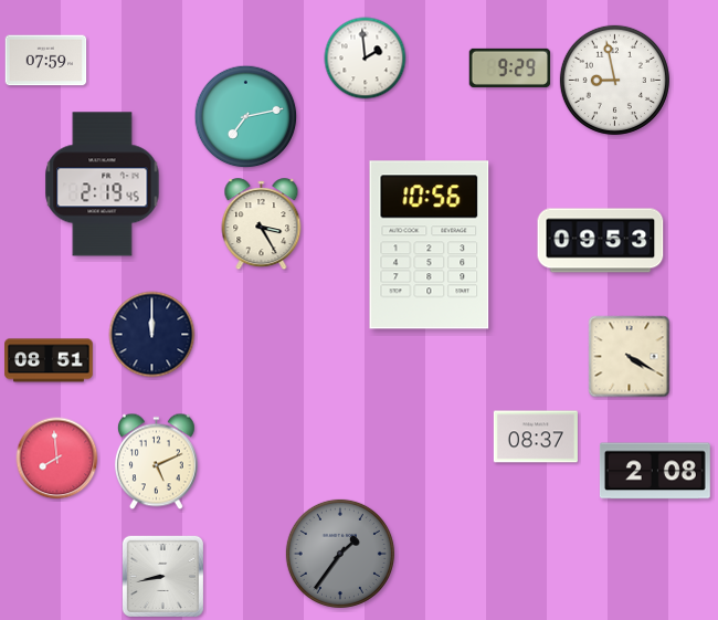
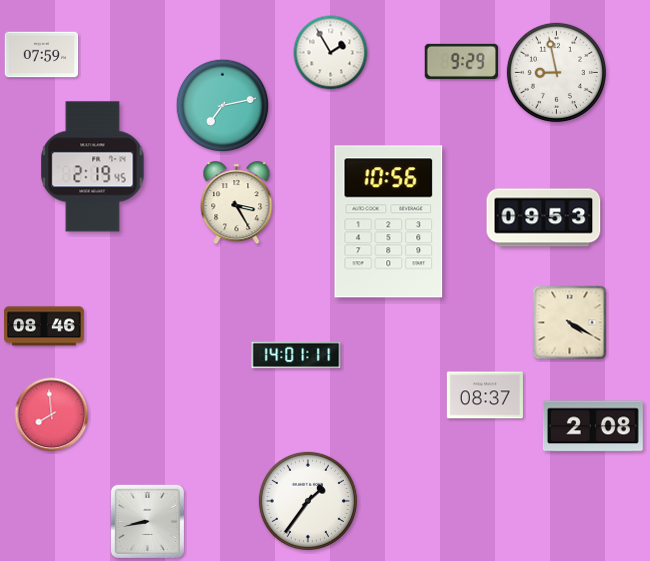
clock at (366, 59): 1:59 -> 1:55
clock at (152, 335): 12:00 -> none
clock at (49, 360): 08:51 -> 08:46
clock at (296, 355): none -> 14:01
clock at (156, 462): 5:11 -> none
clock at (340, 554) dial: grey -> white
